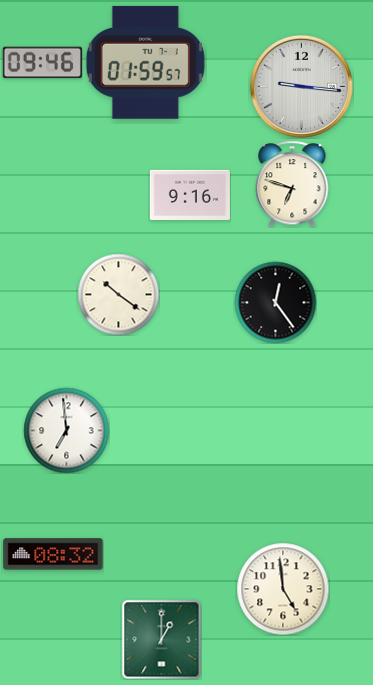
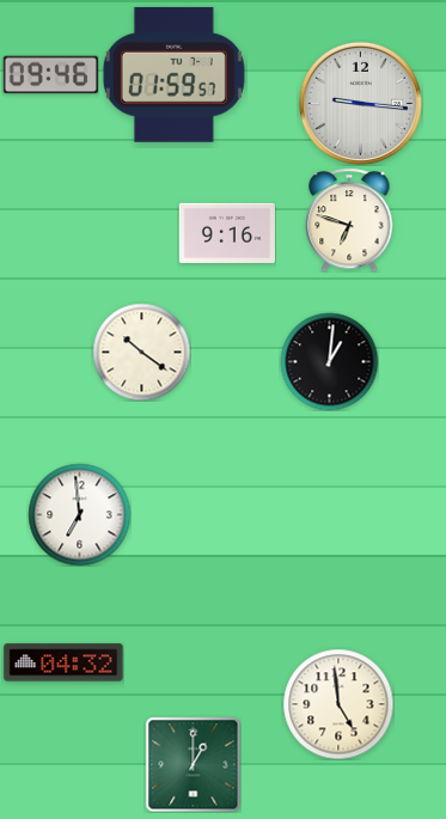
clock at (275, 302): 12:24 -> 1:01
clock at (53, 554): 08:32 -> 04:32
